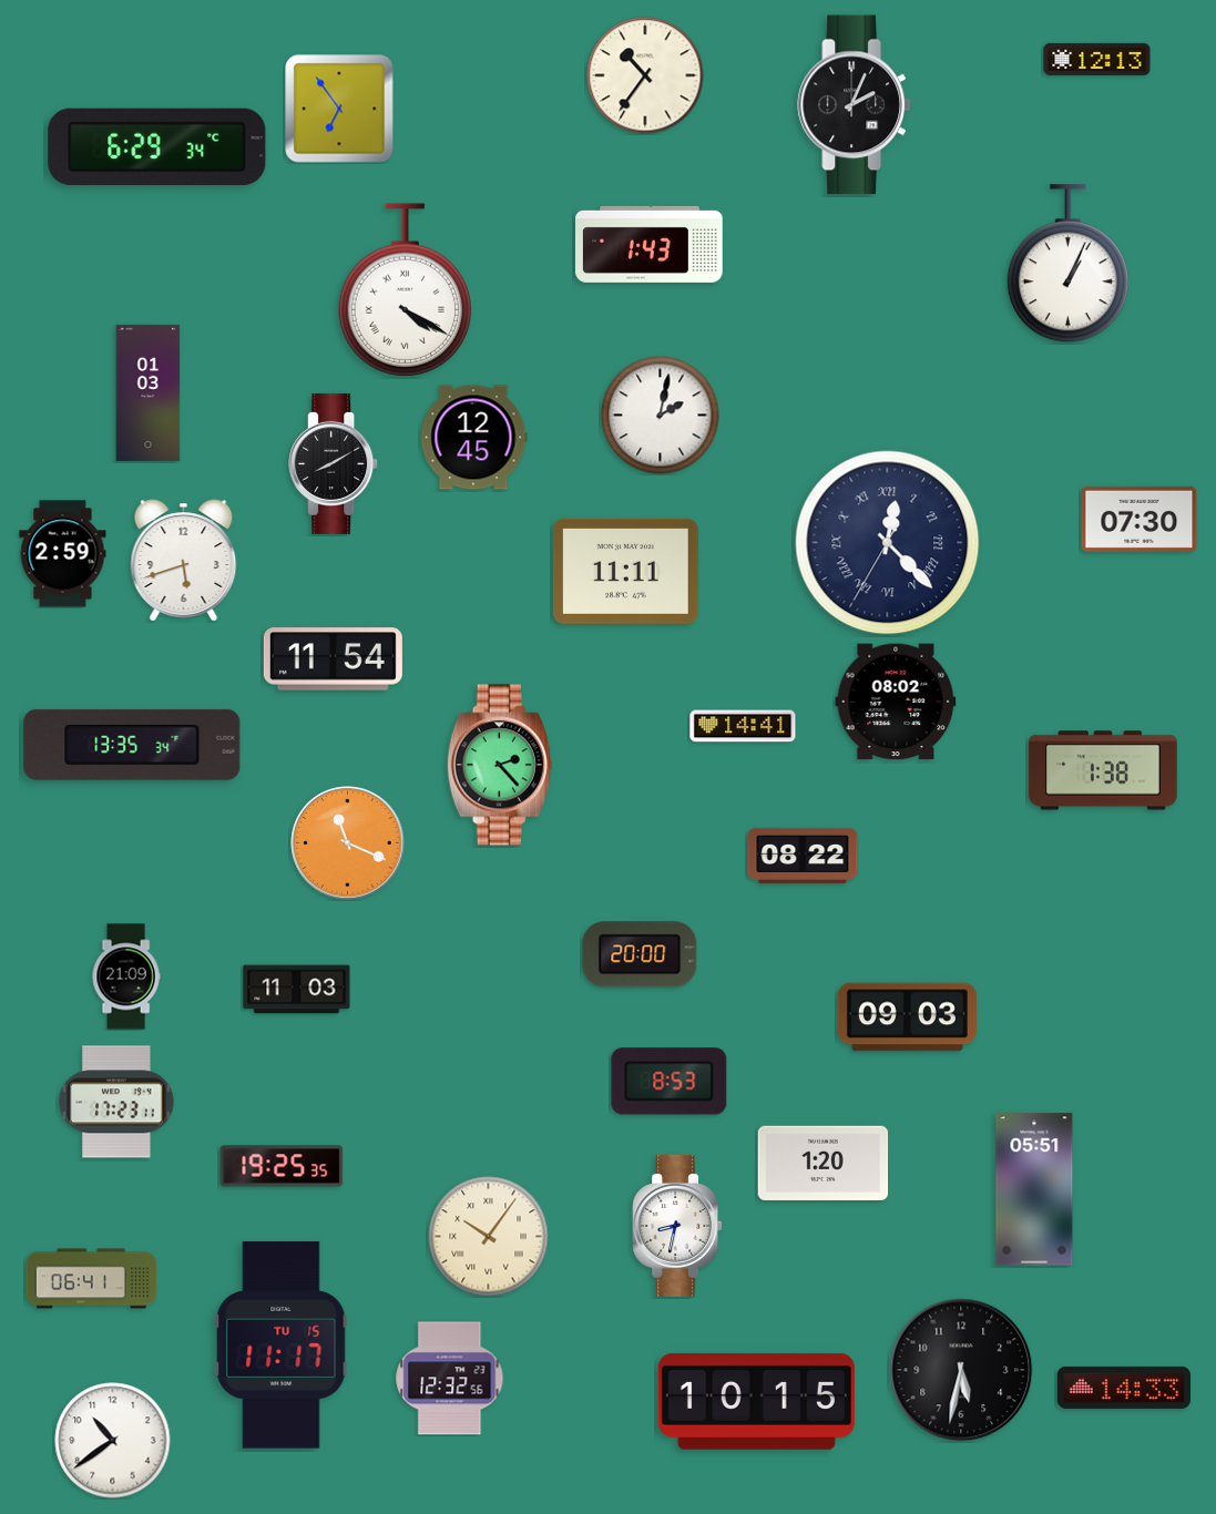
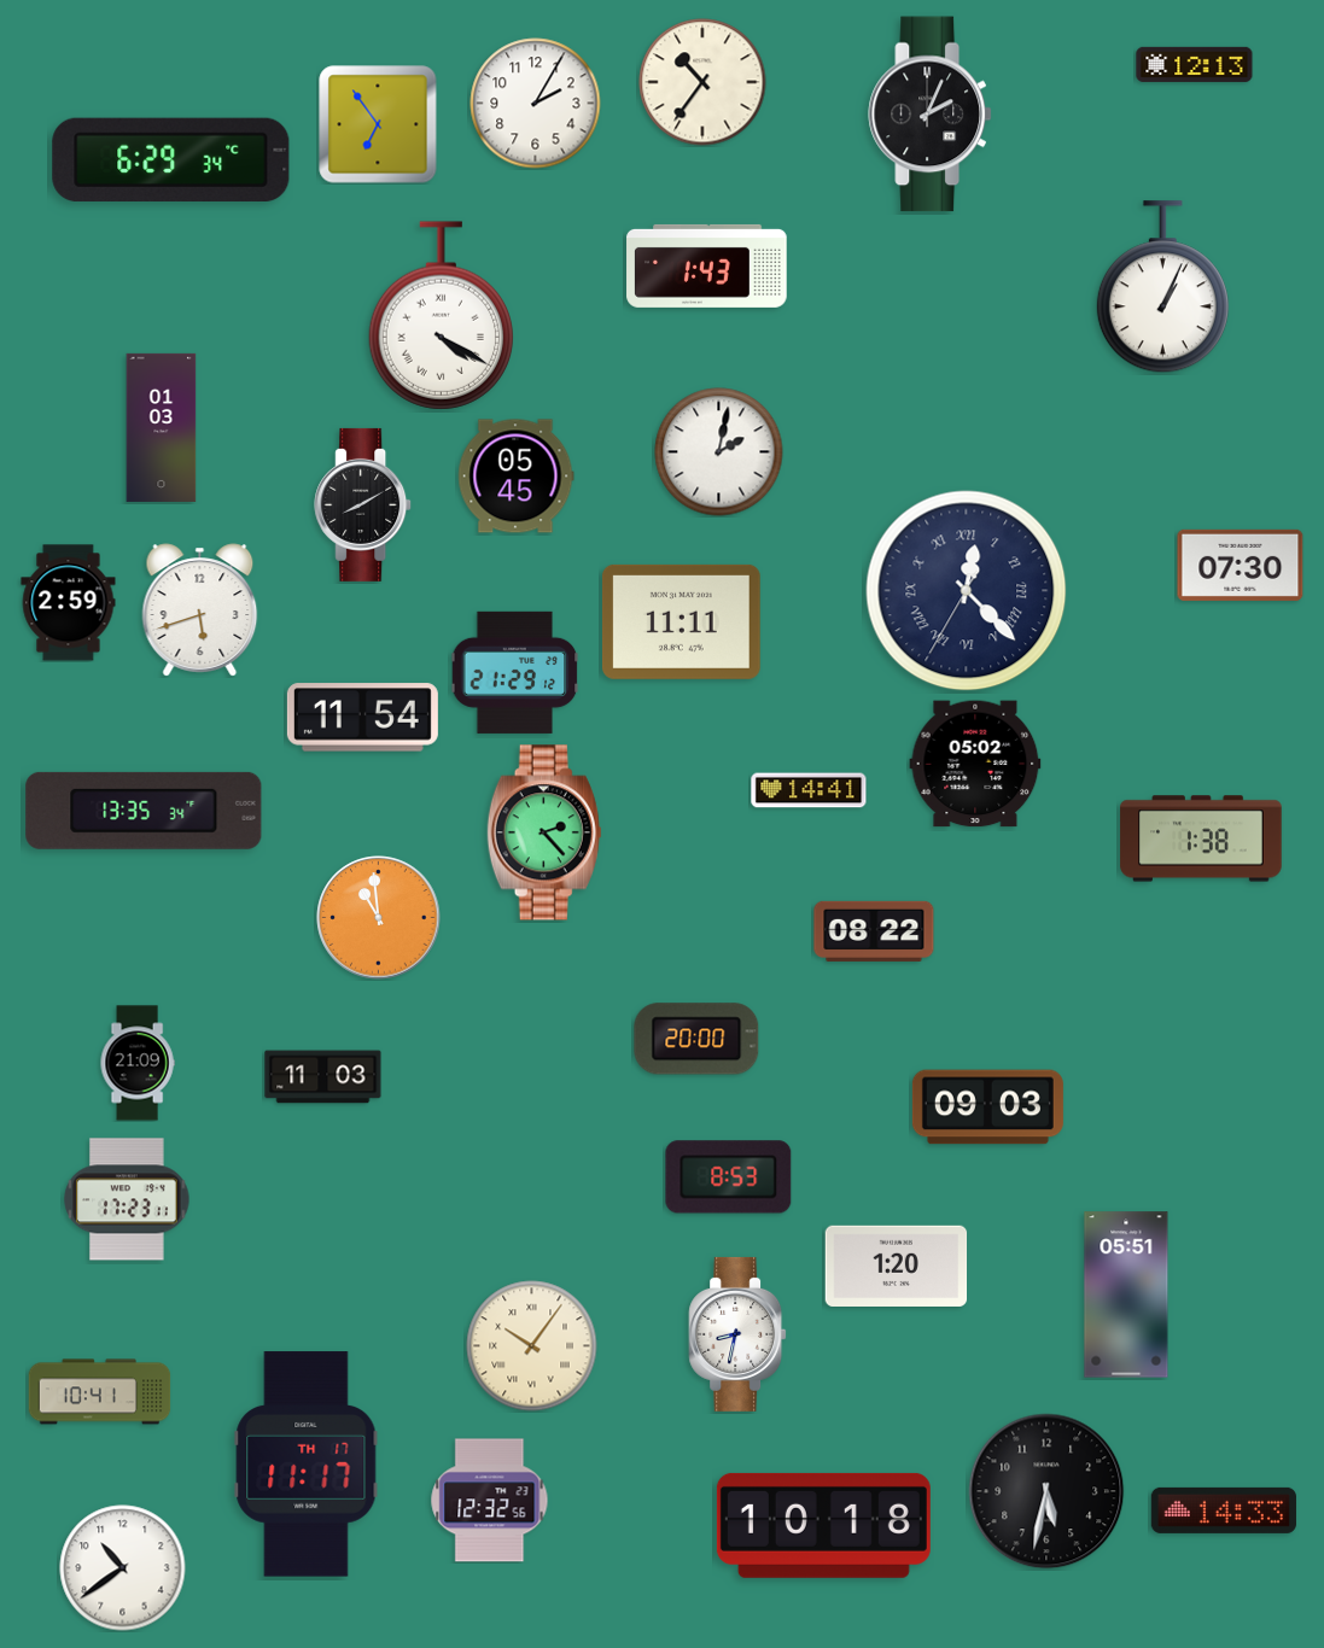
clock at (536, 104): none -> 2:05
clock at (339, 109) position: (339, 109) -> (378, 124)
clock at (474, 438): 12:45 -> 05:45
clock at (514, 672): none -> 21:29
clock at (896, 702): 08:02 -> 05:02
clock at (348, 843): 11:19 -> 10:59
clock at (282, 1166): 19:25 -> none
clock at (92, 1279): 06:41 -> 10:41
clock at (282, 1346) date: TU 15 -> TH 17
clock at (756, 1401): 10:15 -> 10:18
